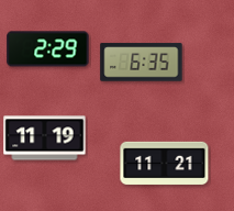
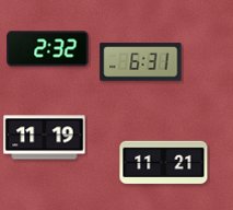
clock at (48, 49): 2:29 -> 2:32
clock at (142, 63): 6:35 -> 6:31
